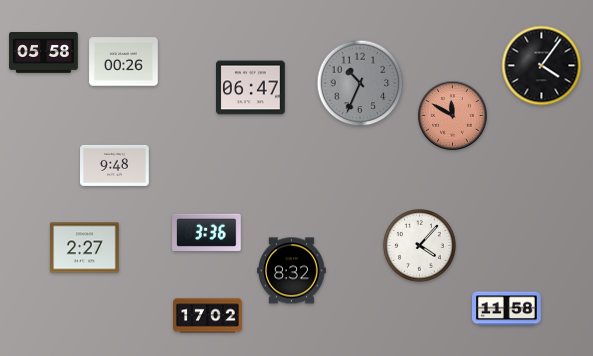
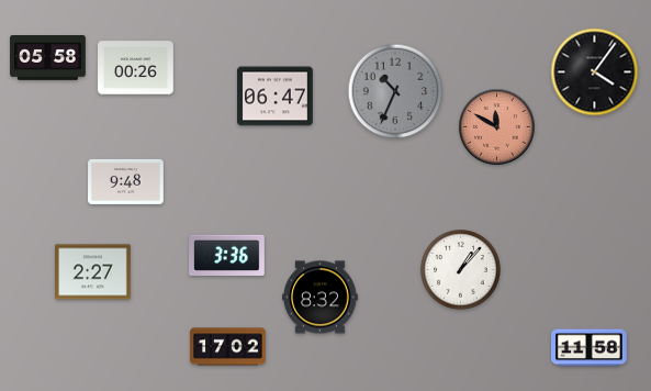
clock at (420, 246): 4:07 -> 1:07
clock at (507, 309) position: (507, 309) -> (590, 348)
